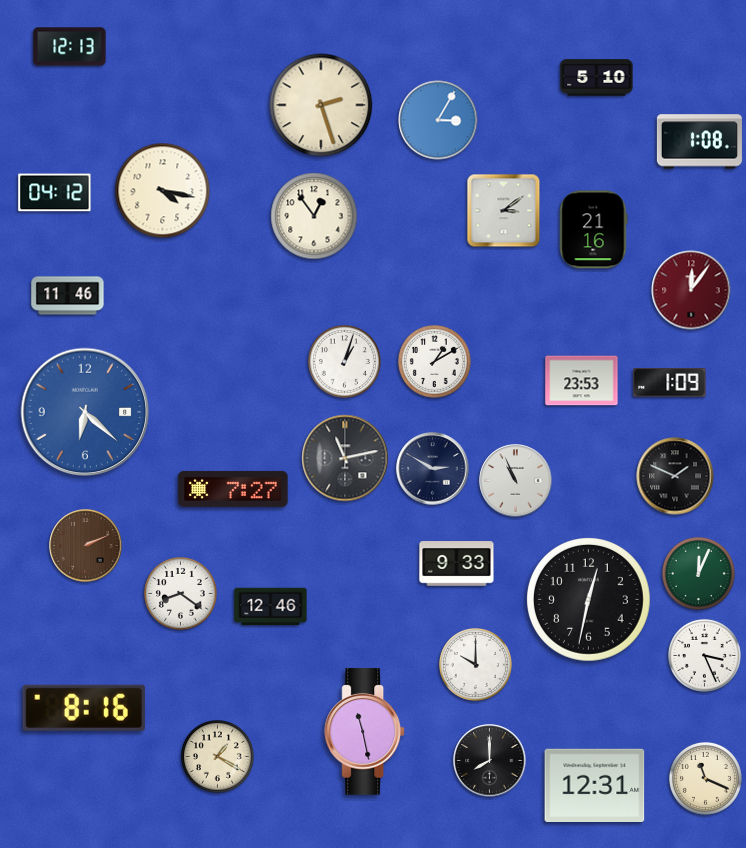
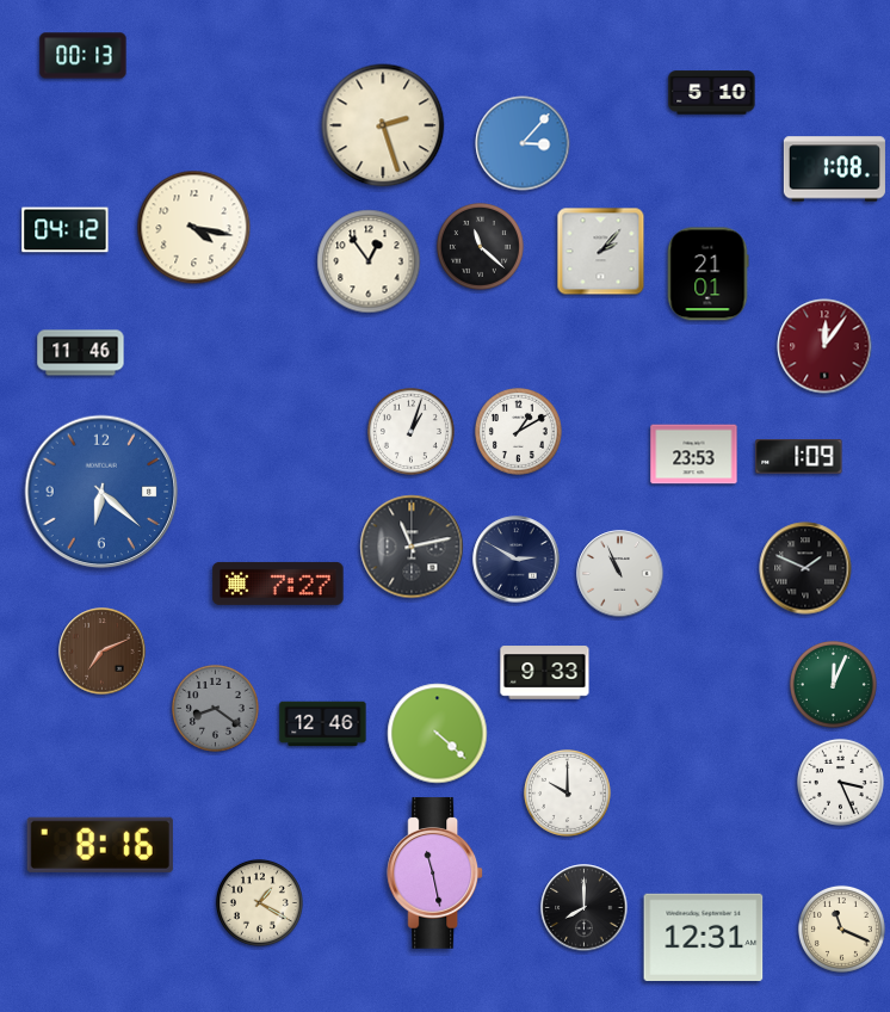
clock at (70, 47): 12:13 -> 00:13
clock at (438, 120): 3:05 -> 3:07
clock at (480, 246): none -> 11:22
clock at (504, 211): 3:09 -> 2:07
clock at (314, 216) position: (314, 216) -> (369, 261)
clock at (593, 230): 21:16 -> 21:01
clock at (516, 481) position: (516, 481) -> (620, 574)
clock at (86, 546): 2:11 -> 7:11
clock at (180, 593) dial: white -> grey
clock at (589, 600): 12:32 -> none
clock at (438, 734): none -> 4:22
clock at (595, 785) position: (595, 785) -> (704, 937)
